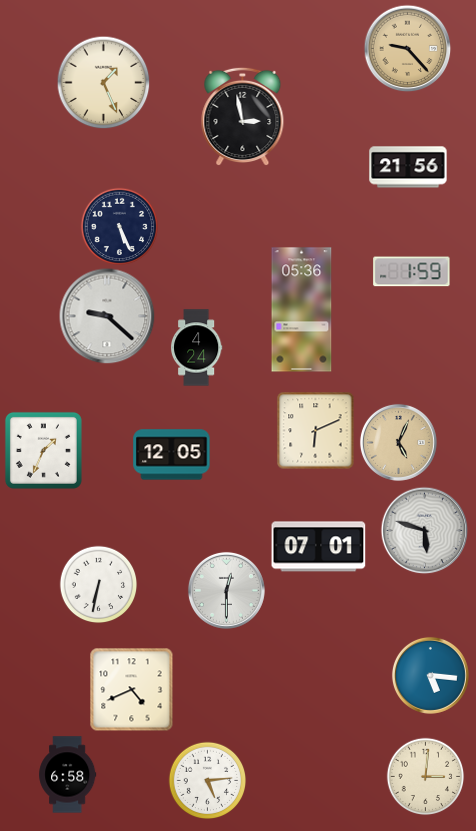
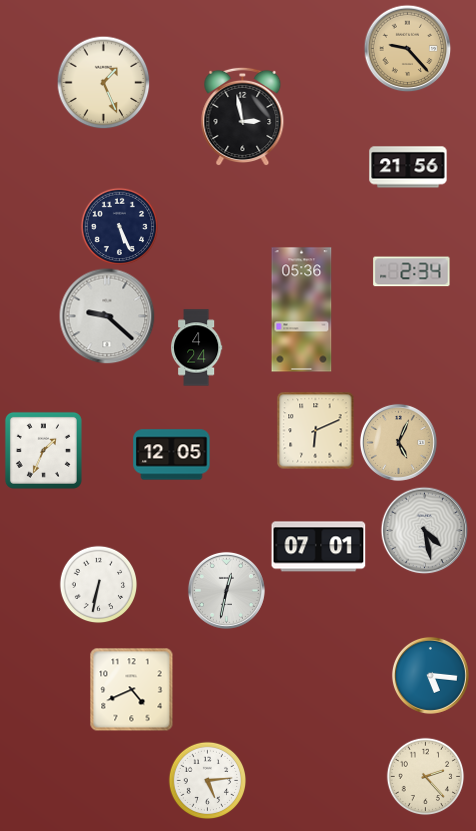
clock at (412, 272): 1:59 -> 2:34
clock at (424, 530): 5:48 -> 4:28
clock at (226, 590): 12:30 -> 12:32
clock at (68, 775): 6:58 -> none
clock at (425, 776): 3:01 -> 2:23
